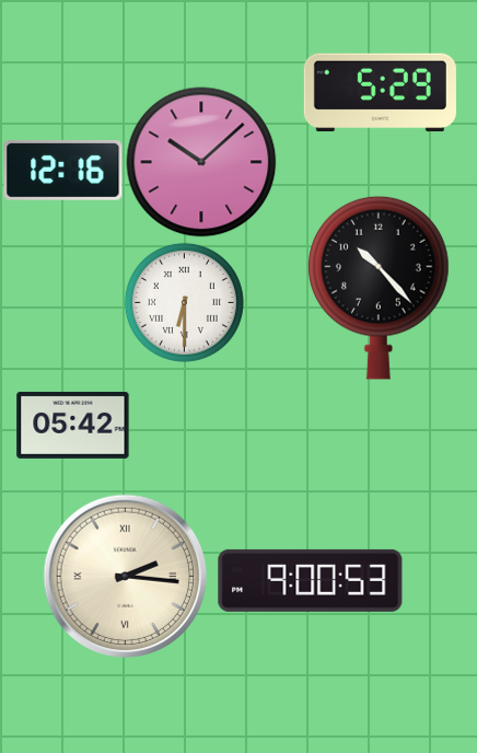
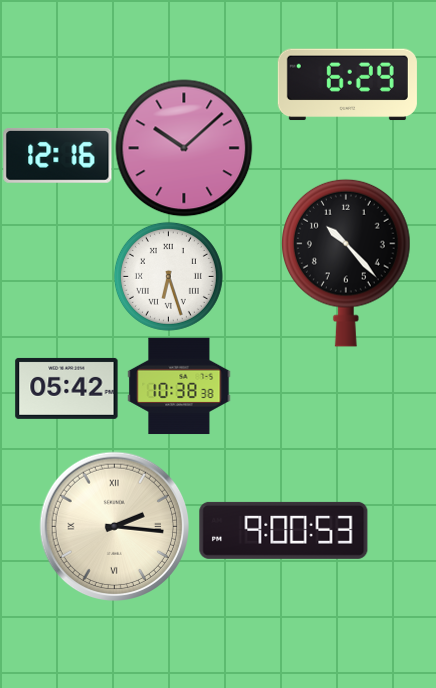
clock at (380, 93): 5:29 -> 6:29
clock at (184, 302): 6:30 -> 6:27
clock at (179, 386): none -> 10:38
